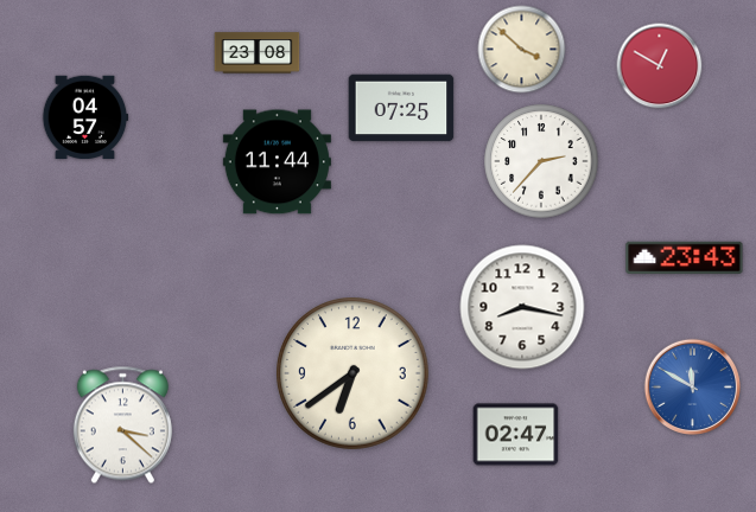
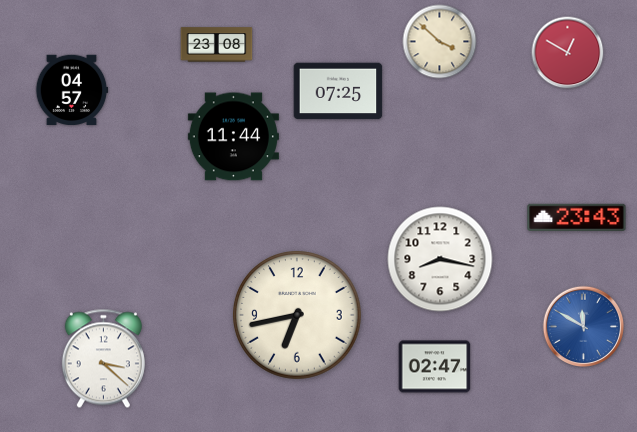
clock at (660, 66) position: (660, 66) -> (568, 53)
clock at (85, 117) position: (85, 117) -> (72, 90)
clock at (541, 161): 2:37 -> none
clock at (352, 373): 6:39 -> 6:43
